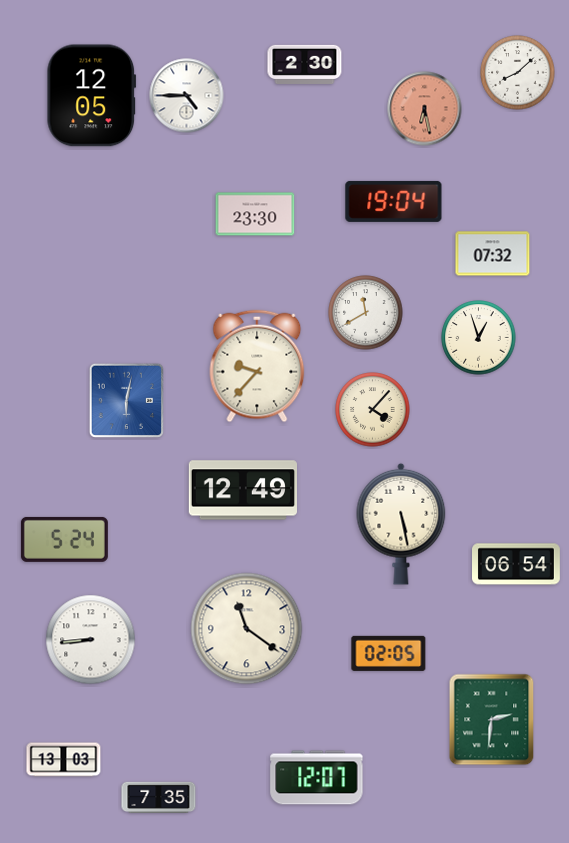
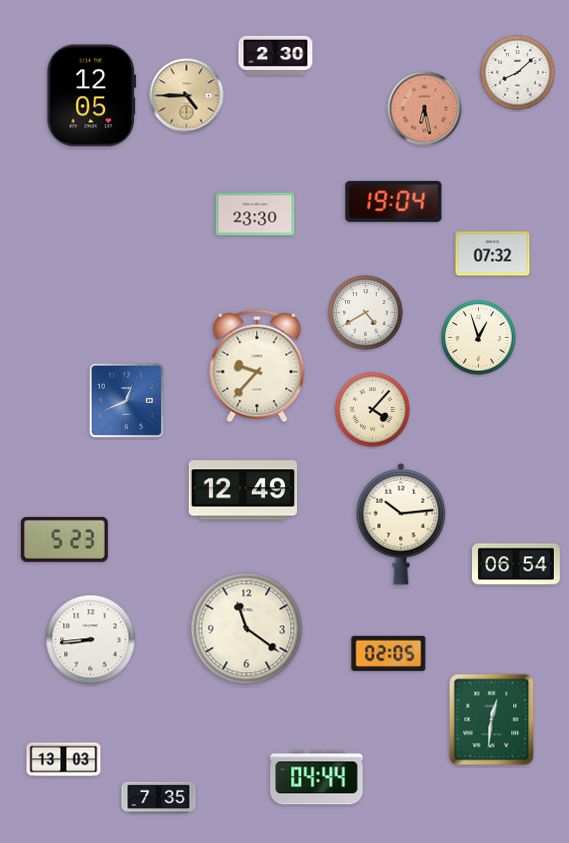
clock at (305, 64) position: (305, 64) -> (276, 55)
clock at (187, 96) dial: white -> champagne
clock at (366, 313): 11:40 -> 4:40
clock at (126, 400): 6:02 -> 12:41
clock at (401, 524): 5:28 -> 10:14
clock at (64, 539): 5:24 -> 5:23
clock at (492, 720): 2:31 -> 12:31
clock at (317, 778): 12:07 -> 04:44
